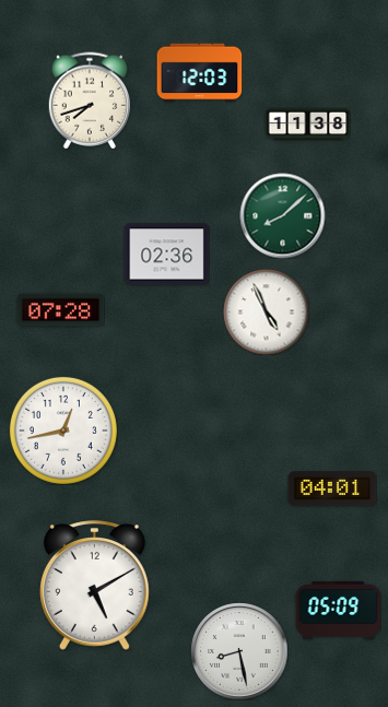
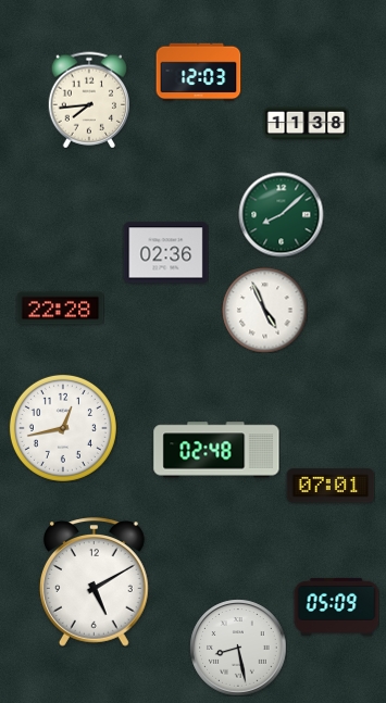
clock at (89, 101): 7:42 -> 7:44
clock at (60, 310): 07:28 -> 22:28
clock at (216, 450): none -> 02:48
clock at (332, 488): 04:01 -> 07:01
